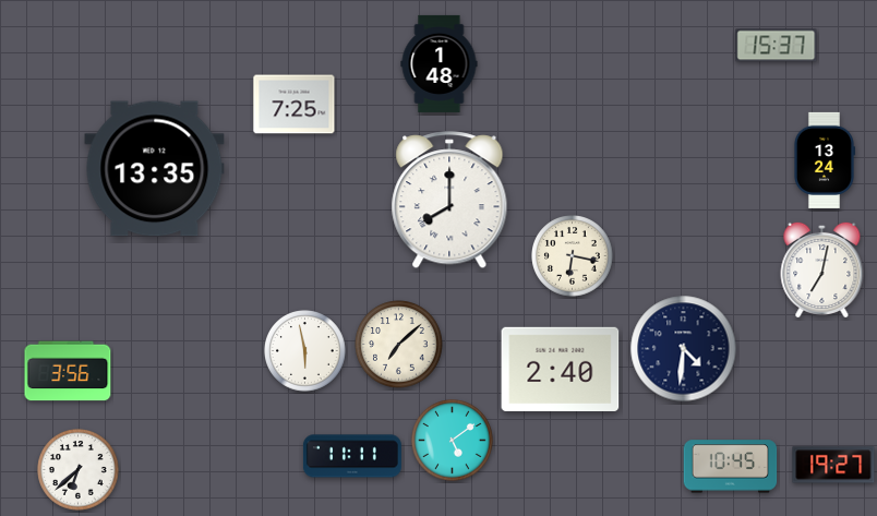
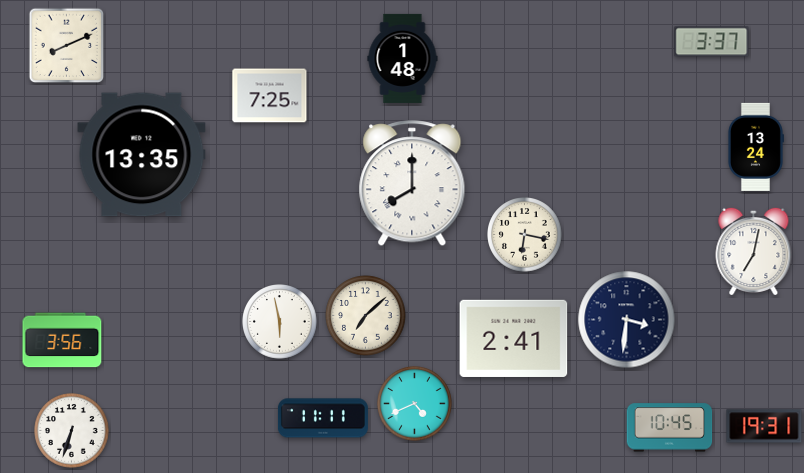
clock at (777, 46): 15:37 -> 3:37
clock at (67, 46): none -> 8:11
clock at (822, 268) position: (822, 268) -> (754, 250)
clock at (684, 349): 4:31 -> 3:31
clock at (561, 369): 2:40 -> 2:41
clock at (453, 441): 5:09 -> 4:41
clock at (833, 465): 19:27 -> 19:31
clock at (79, 470): 6:38 -> 6:33
